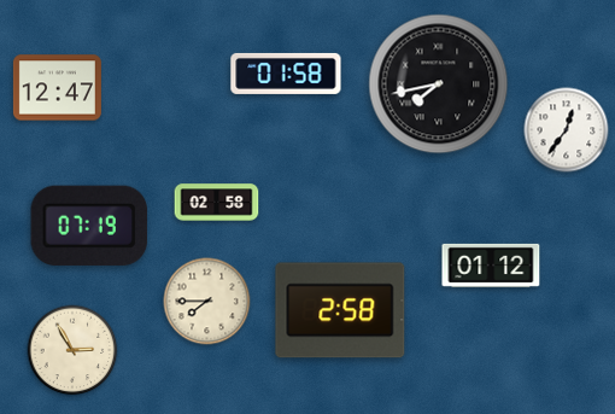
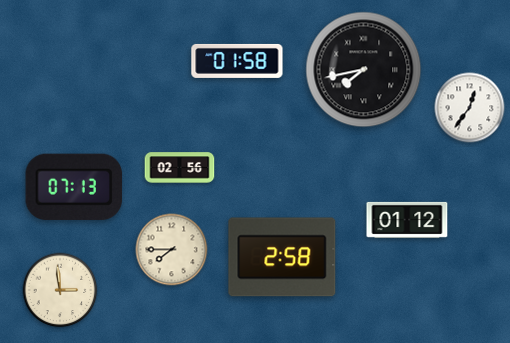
clock at (57, 88): 12:47 -> none
clock at (217, 203): 02:58 -> 02:56
clock at (89, 226): 07:19 -> 07:13
clock at (72, 350): 2:55 -> 2:59
